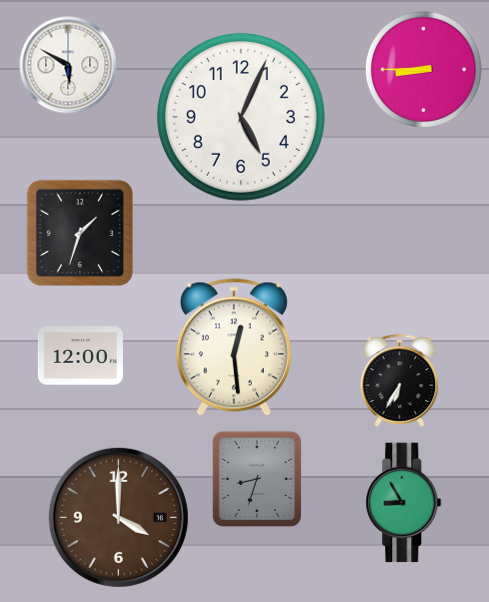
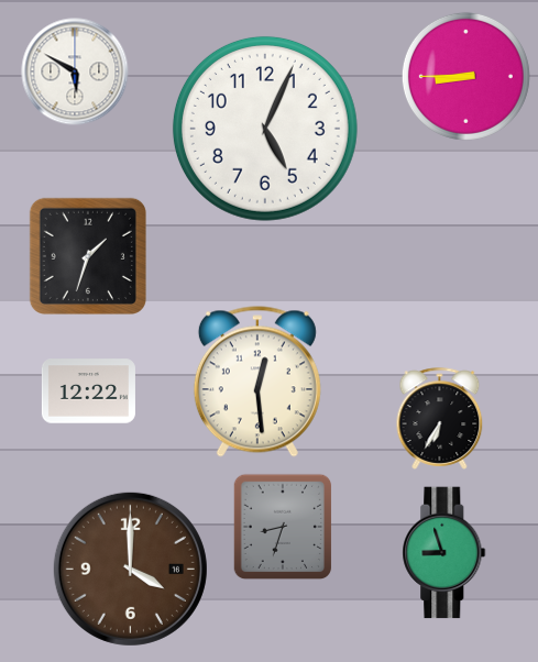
clock at (80, 356): 12:00 -> 12:22
clock at (404, 503): 8:55 -> 8:57
